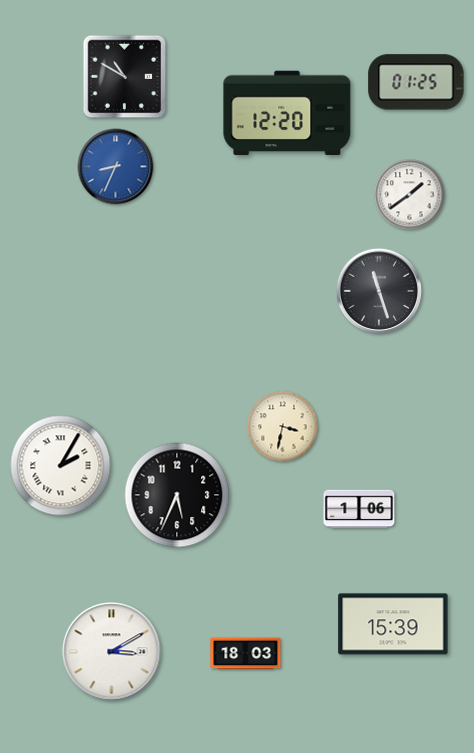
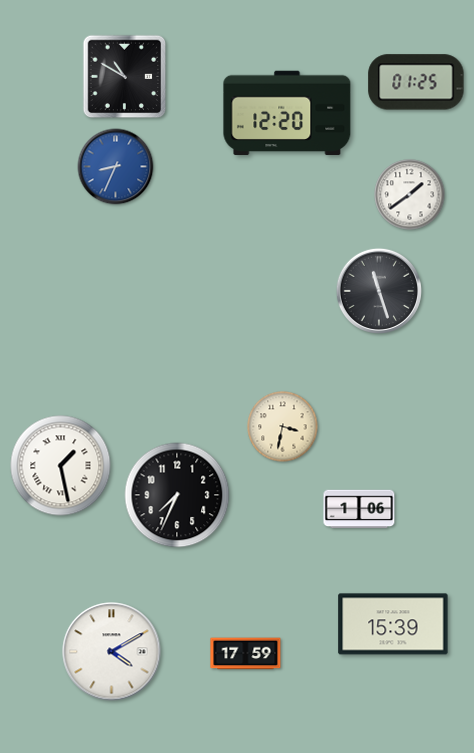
clock at (61, 466): 2:05 -> 1:28
clock at (177, 495): 5:34 -> 7:34
clock at (112, 652): 3:10 -> 4:10
clock at (246, 654): 18:03 -> 17:59
